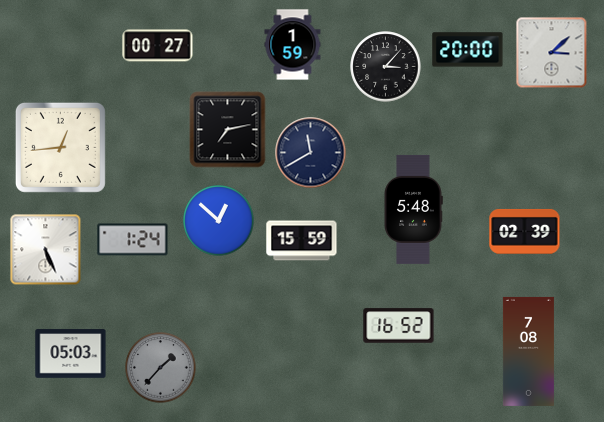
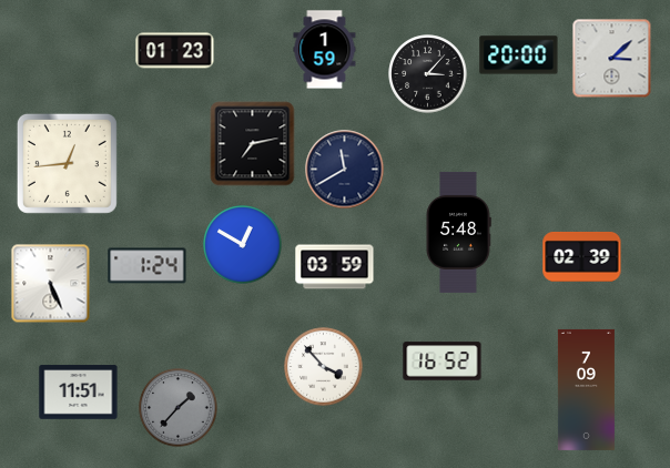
clock at (158, 46): 00:27 -> 01:23
clock at (219, 221): 12:52 -> 12:50
clock at (302, 241): 15:59 -> 03:59
clock at (46, 250) position: (46, 250) -> (51, 284)
clock at (324, 367): none -> 3:53
clock at (528, 351): 7:08 -> 7:09
clock at (71, 354): 05:03 -> 11:51
